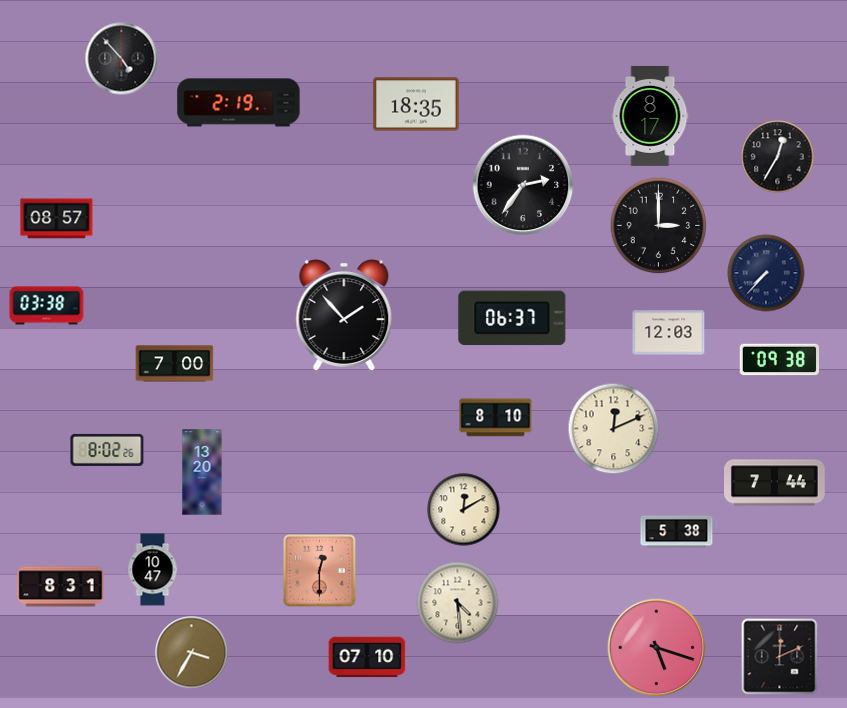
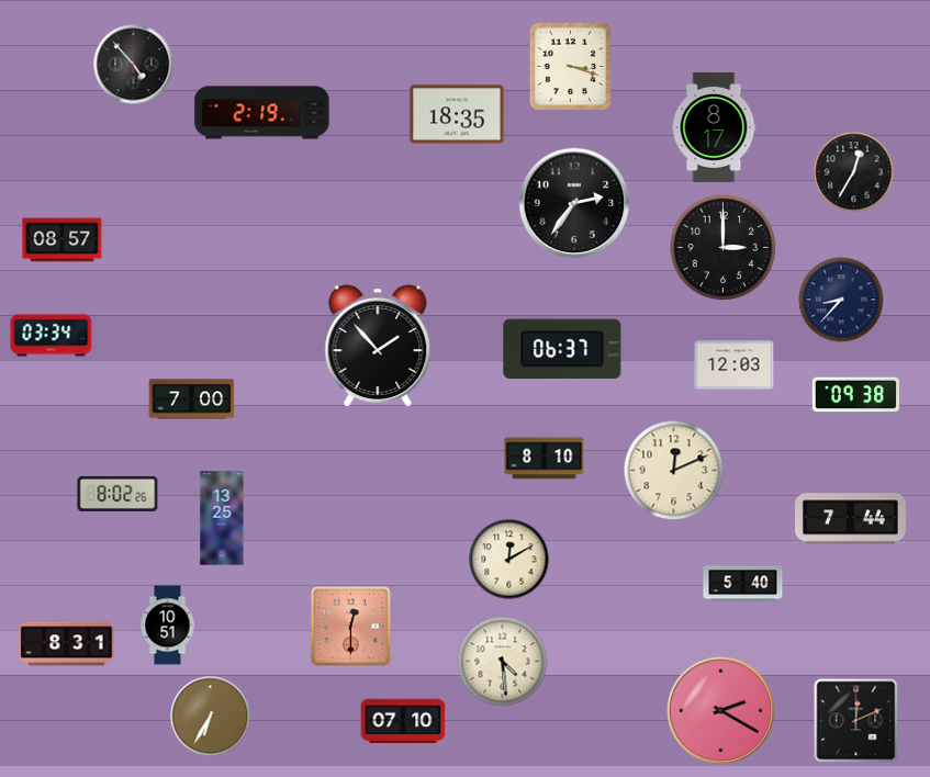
clock at (571, 67): none -> 3:18
clock at (766, 273): 7:37 -> 8:37
clock at (47, 306): 03:38 -> 03:34
clock at (202, 472): 13:20 -> 13:25
clock at (775, 483) position: (775, 483) -> (851, 519)
clock at (677, 532): 5:38 -> 5:40
clock at (153, 570): 10:47 -> 10:51
clock at (657, 648): 5:18 -> 2:20
clock at (192, 653): 3:35 -> 6:35
